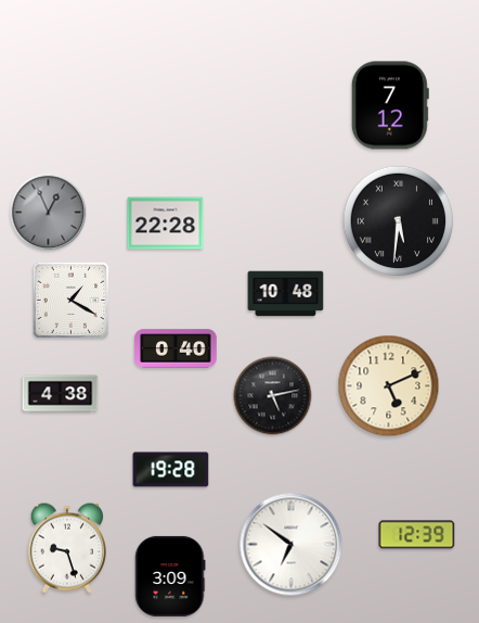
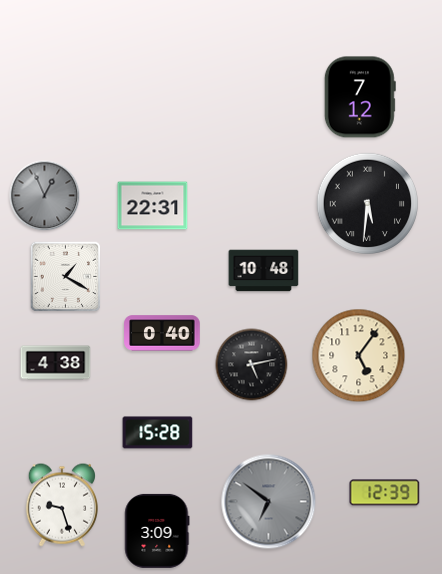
clock at (166, 224): 22:28 -> 22:31
clock at (176, 348) position: (176, 348) -> (162, 333)
clock at (389, 386): 5:11 -> 5:06
clock at (171, 470): 19:28 -> 15:28
clock at (292, 545) dial: white -> grey
